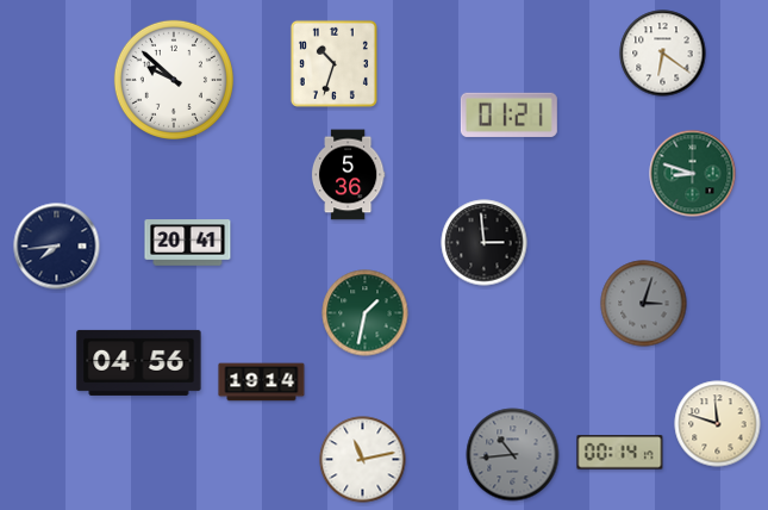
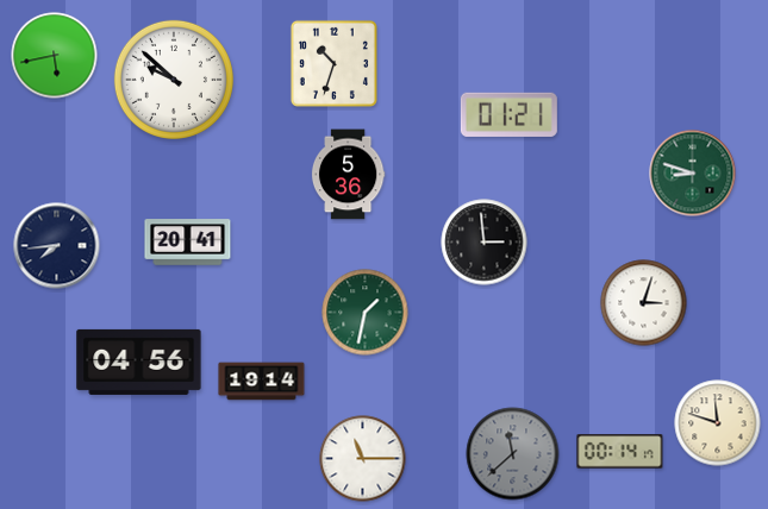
clock at (663, 54): 6:21 -> none
clock at (55, 56): none -> 5:43
clock at (644, 304) dial: grey -> white
clock at (513, 455): 10:44 -> 11:38
clock at (363, 460): 11:13 -> 11:15
